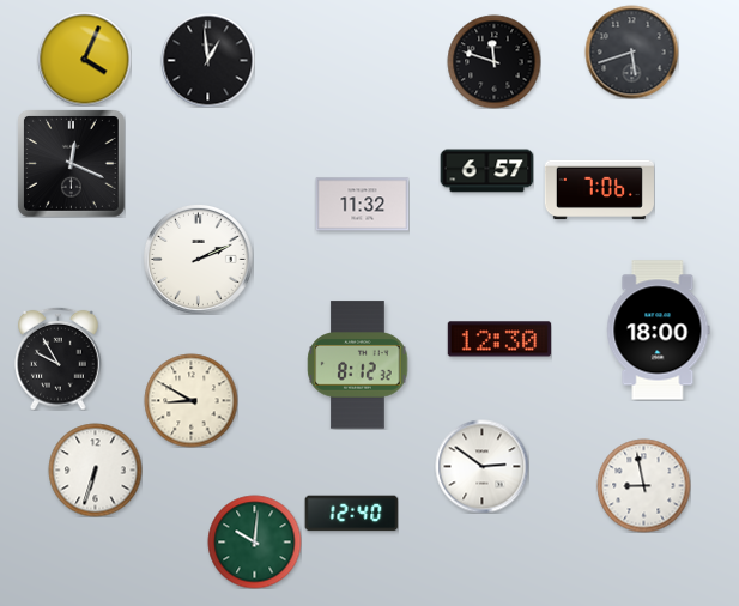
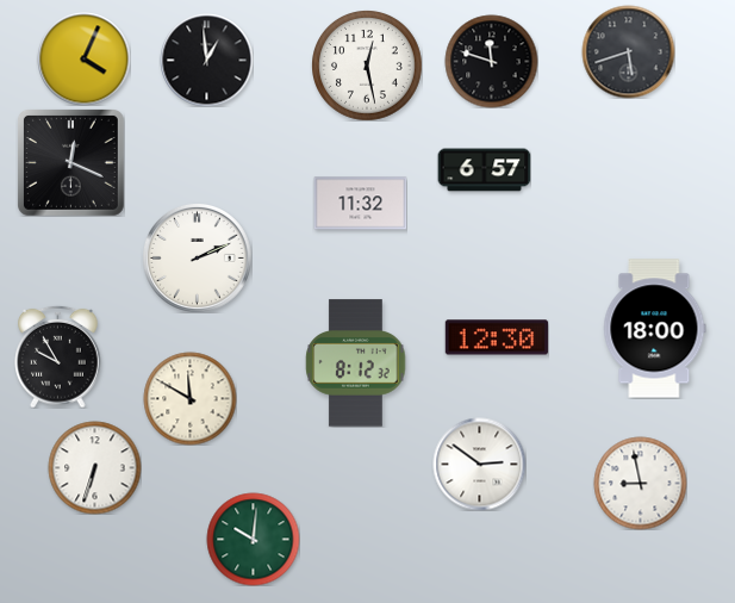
clock at (367, 66): none -> 12:28
clock at (599, 190): 7:06 -> none
clock at (190, 400): 8:50 -> 11:50
clock at (351, 514): 12:40 -> none
